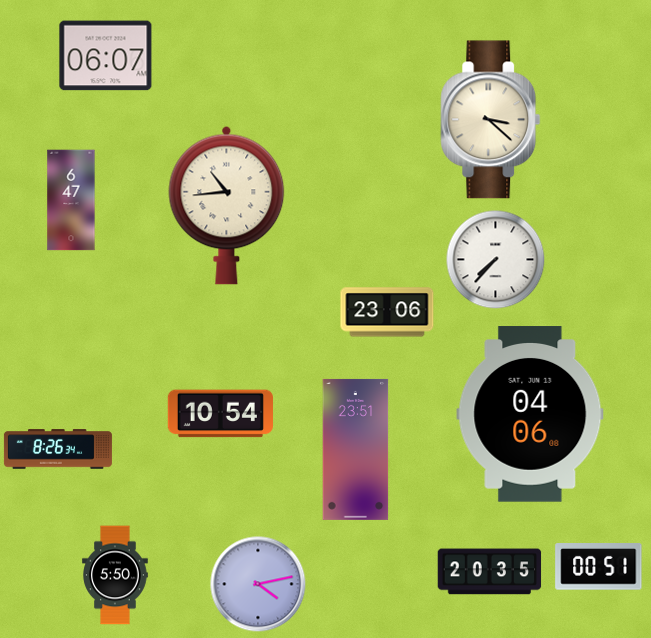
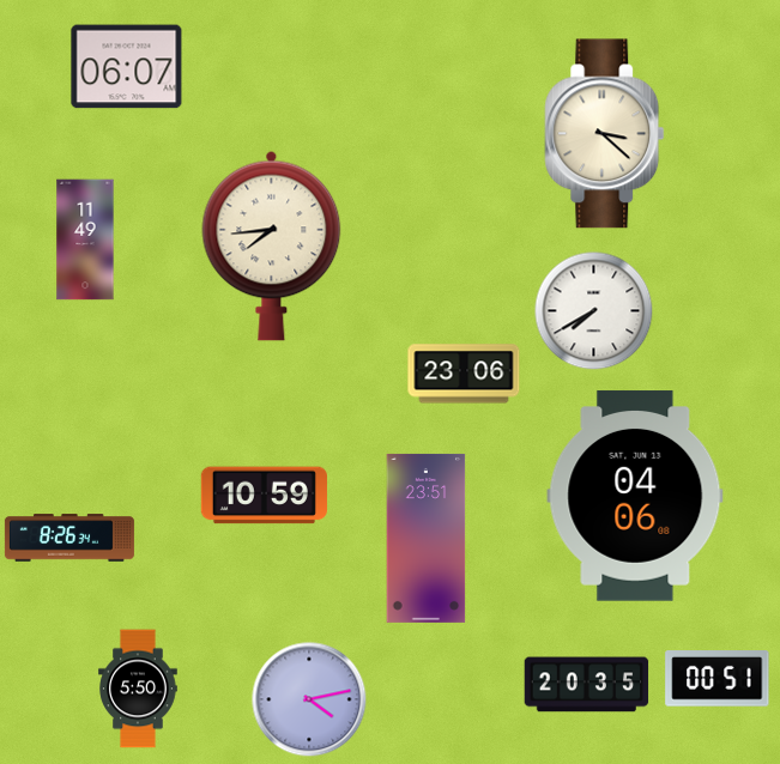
clock at (491, 120) position: (491, 120) -> (605, 134)
clock at (71, 200): 6:47 -> 11:49
clock at (227, 205): 10:44 -> 7:44
clock at (496, 260): 7:37 -> 7:40
clock at (220, 414): 10:54 -> 10:59
